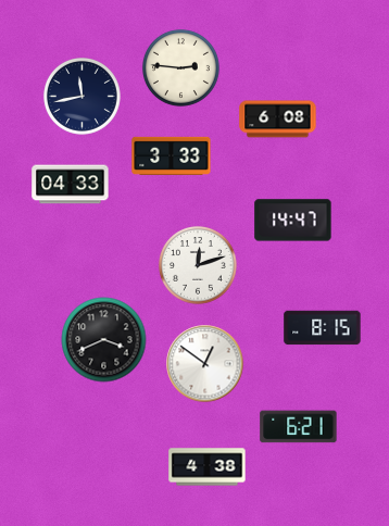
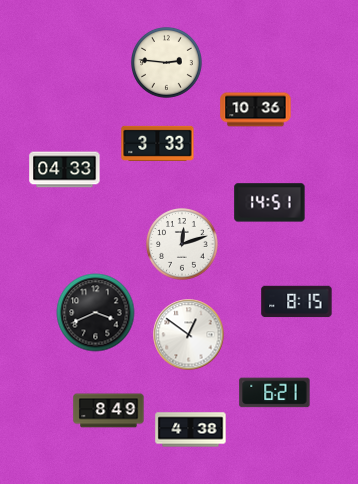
clock at (83, 97): 11:43 -> none
clock at (278, 120): 6:08 -> 10:36
clock at (293, 221): 14:47 -> 14:51
clock at (109, 411): none -> 8:49
